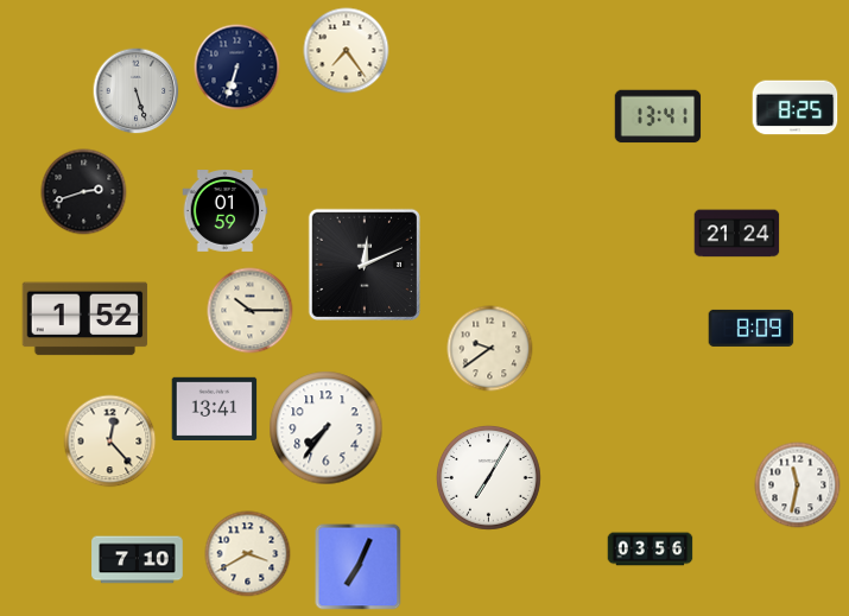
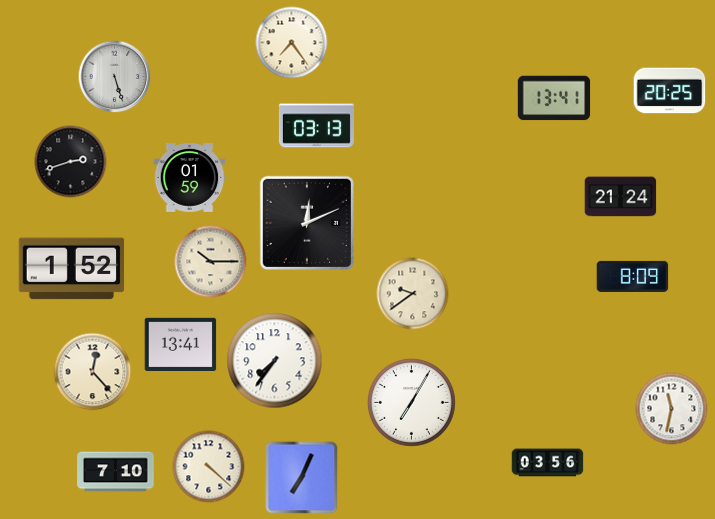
clock at (237, 68): 6:33 -> none
clock at (796, 108): 8:25 -> 20:25
clock at (316, 126): none -> 03:13
clock at (248, 554): 3:40 -> 4:22
